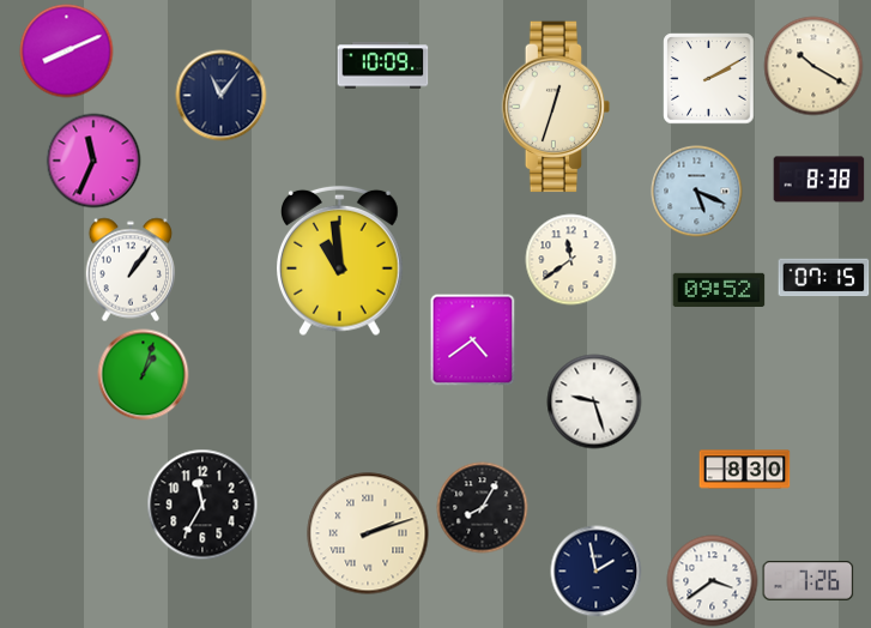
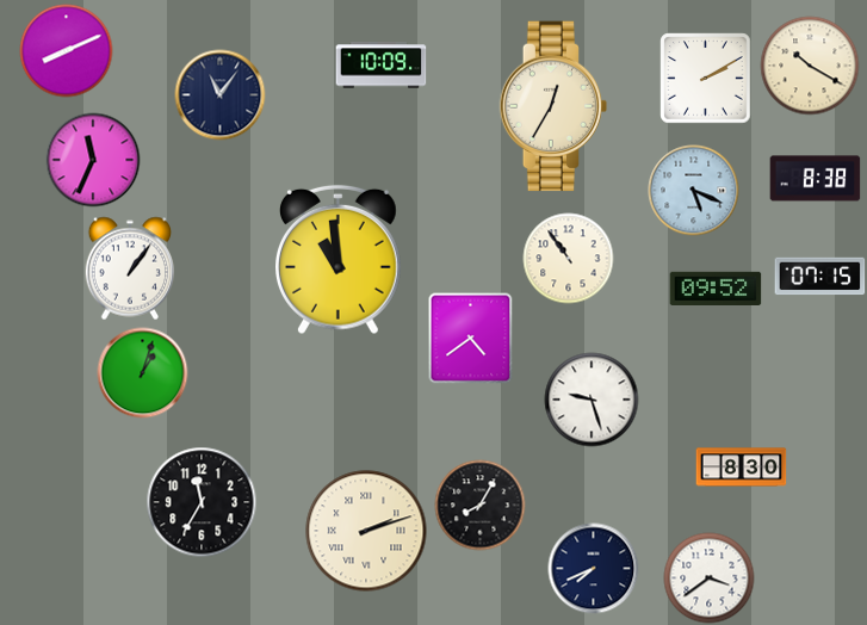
clock at (556, 107): 12:33 -> 12:35
clock at (571, 260): 11:39 -> 10:54
clock at (597, 572): 1:58 -> 7:41
clock at (809, 580): 7:26 -> none
